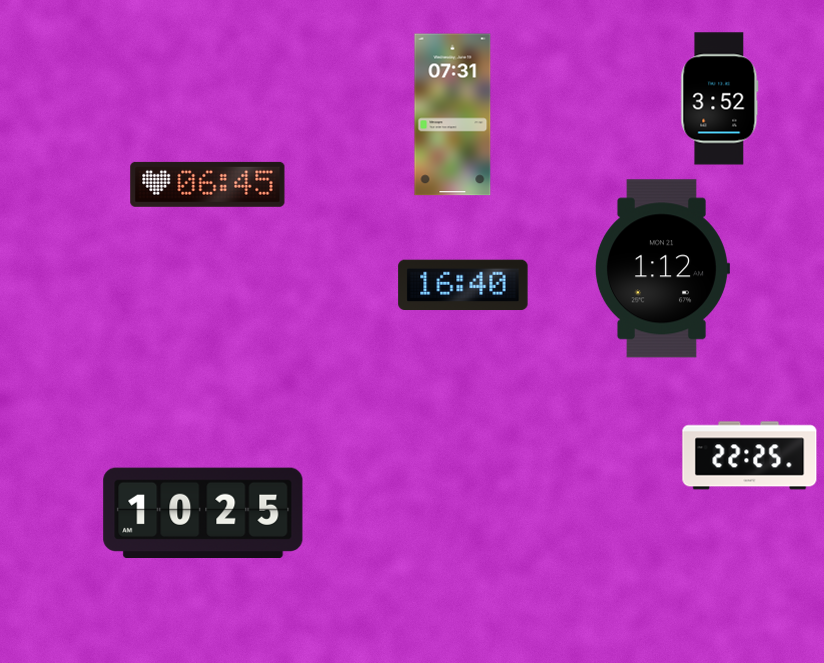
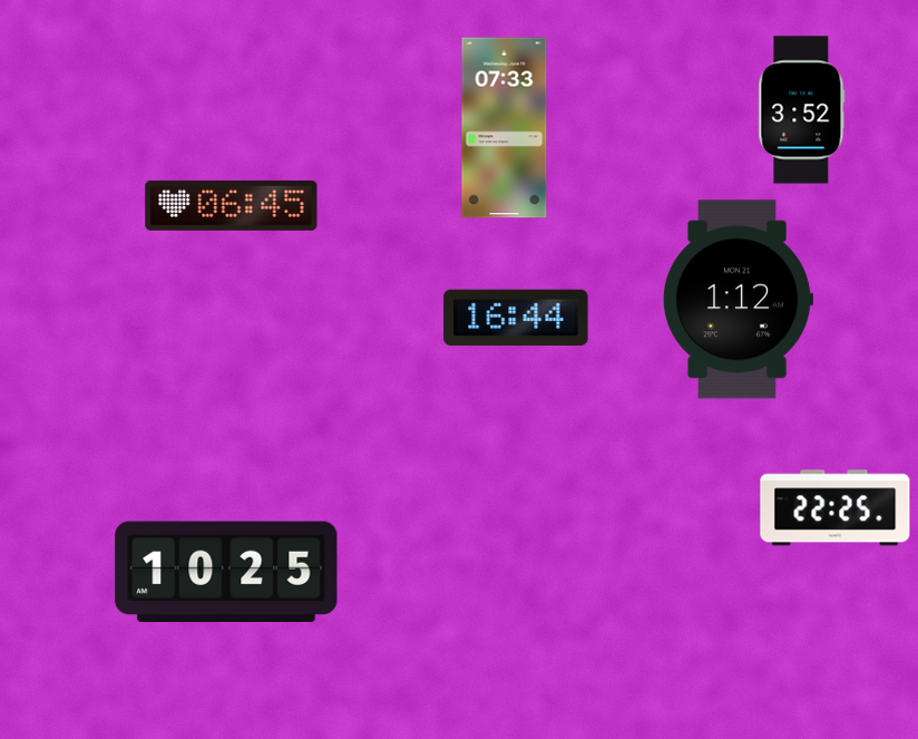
clock at (453, 115): 07:31 -> 07:33
clock at (463, 285): 16:40 -> 16:44
